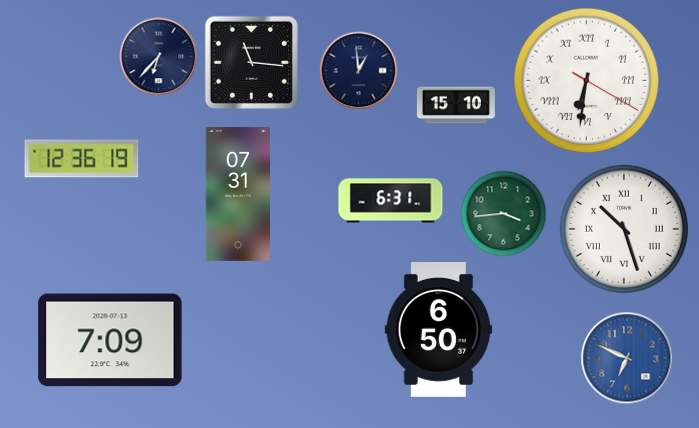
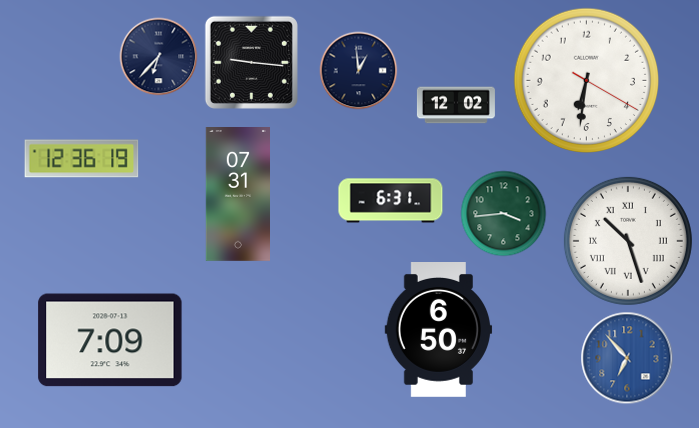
clock at (251, 62): 11:16 -> 9:16
clock at (587, 81) numerals: Roman -> Arabic
clock at (456, 105): 15:10 -> 12:02
clock at (624, 229) position: (624, 229) -> (628, 241)
clock at (627, 358): 6:49 -> 6:53
